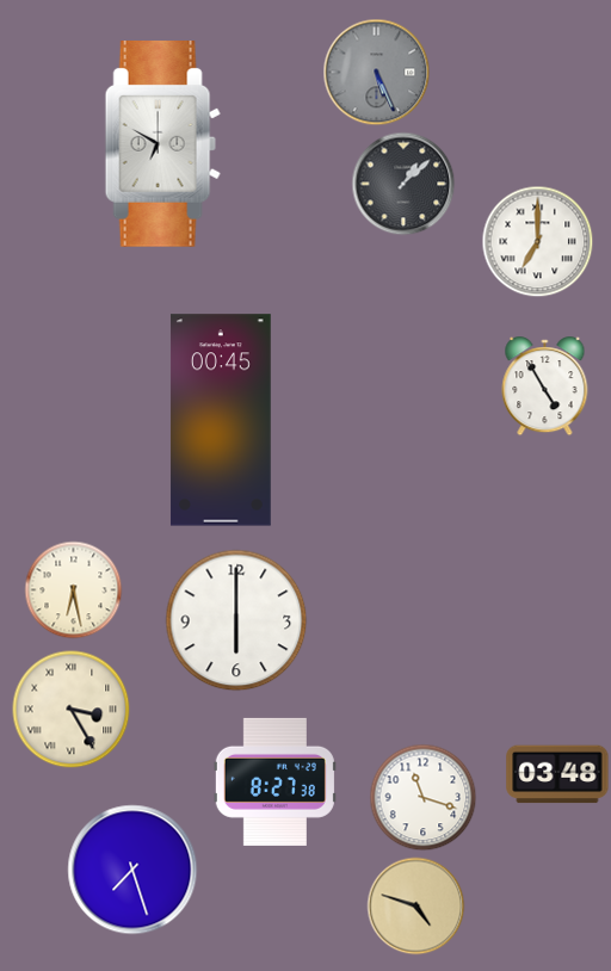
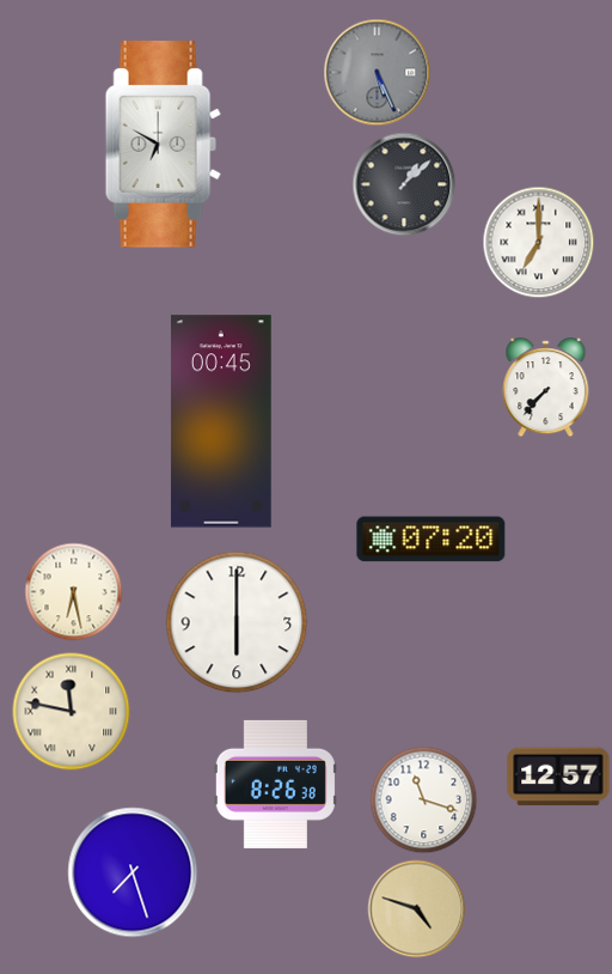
clock at (545, 386): 4:55 -> 7:37
clock at (432, 540): none -> 07:20
clock at (72, 710): 3:25 -> 11:47
clock at (557, 774): 03:48 -> 12:57
clock at (274, 781): 8:27 -> 8:26
